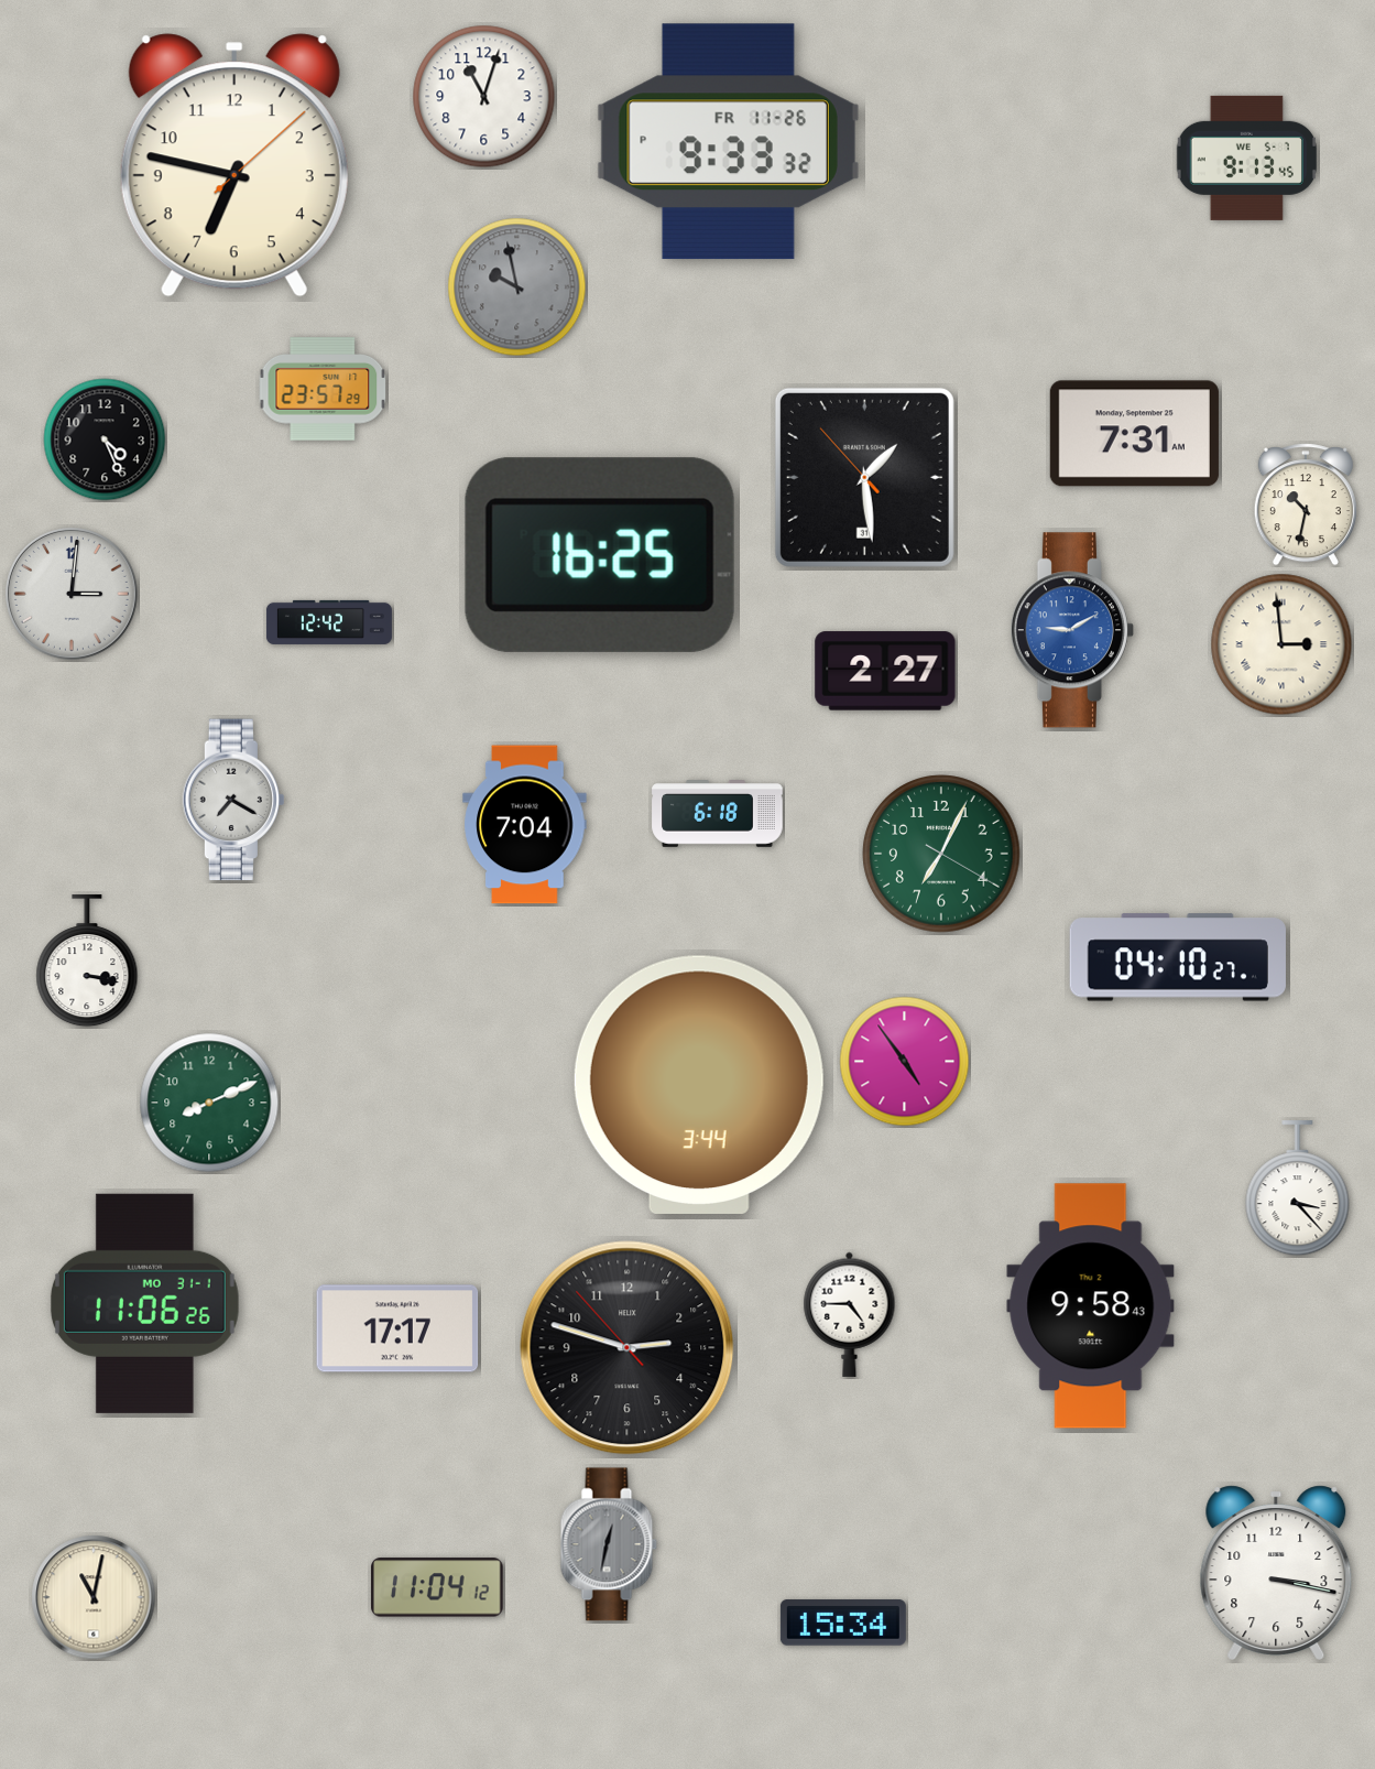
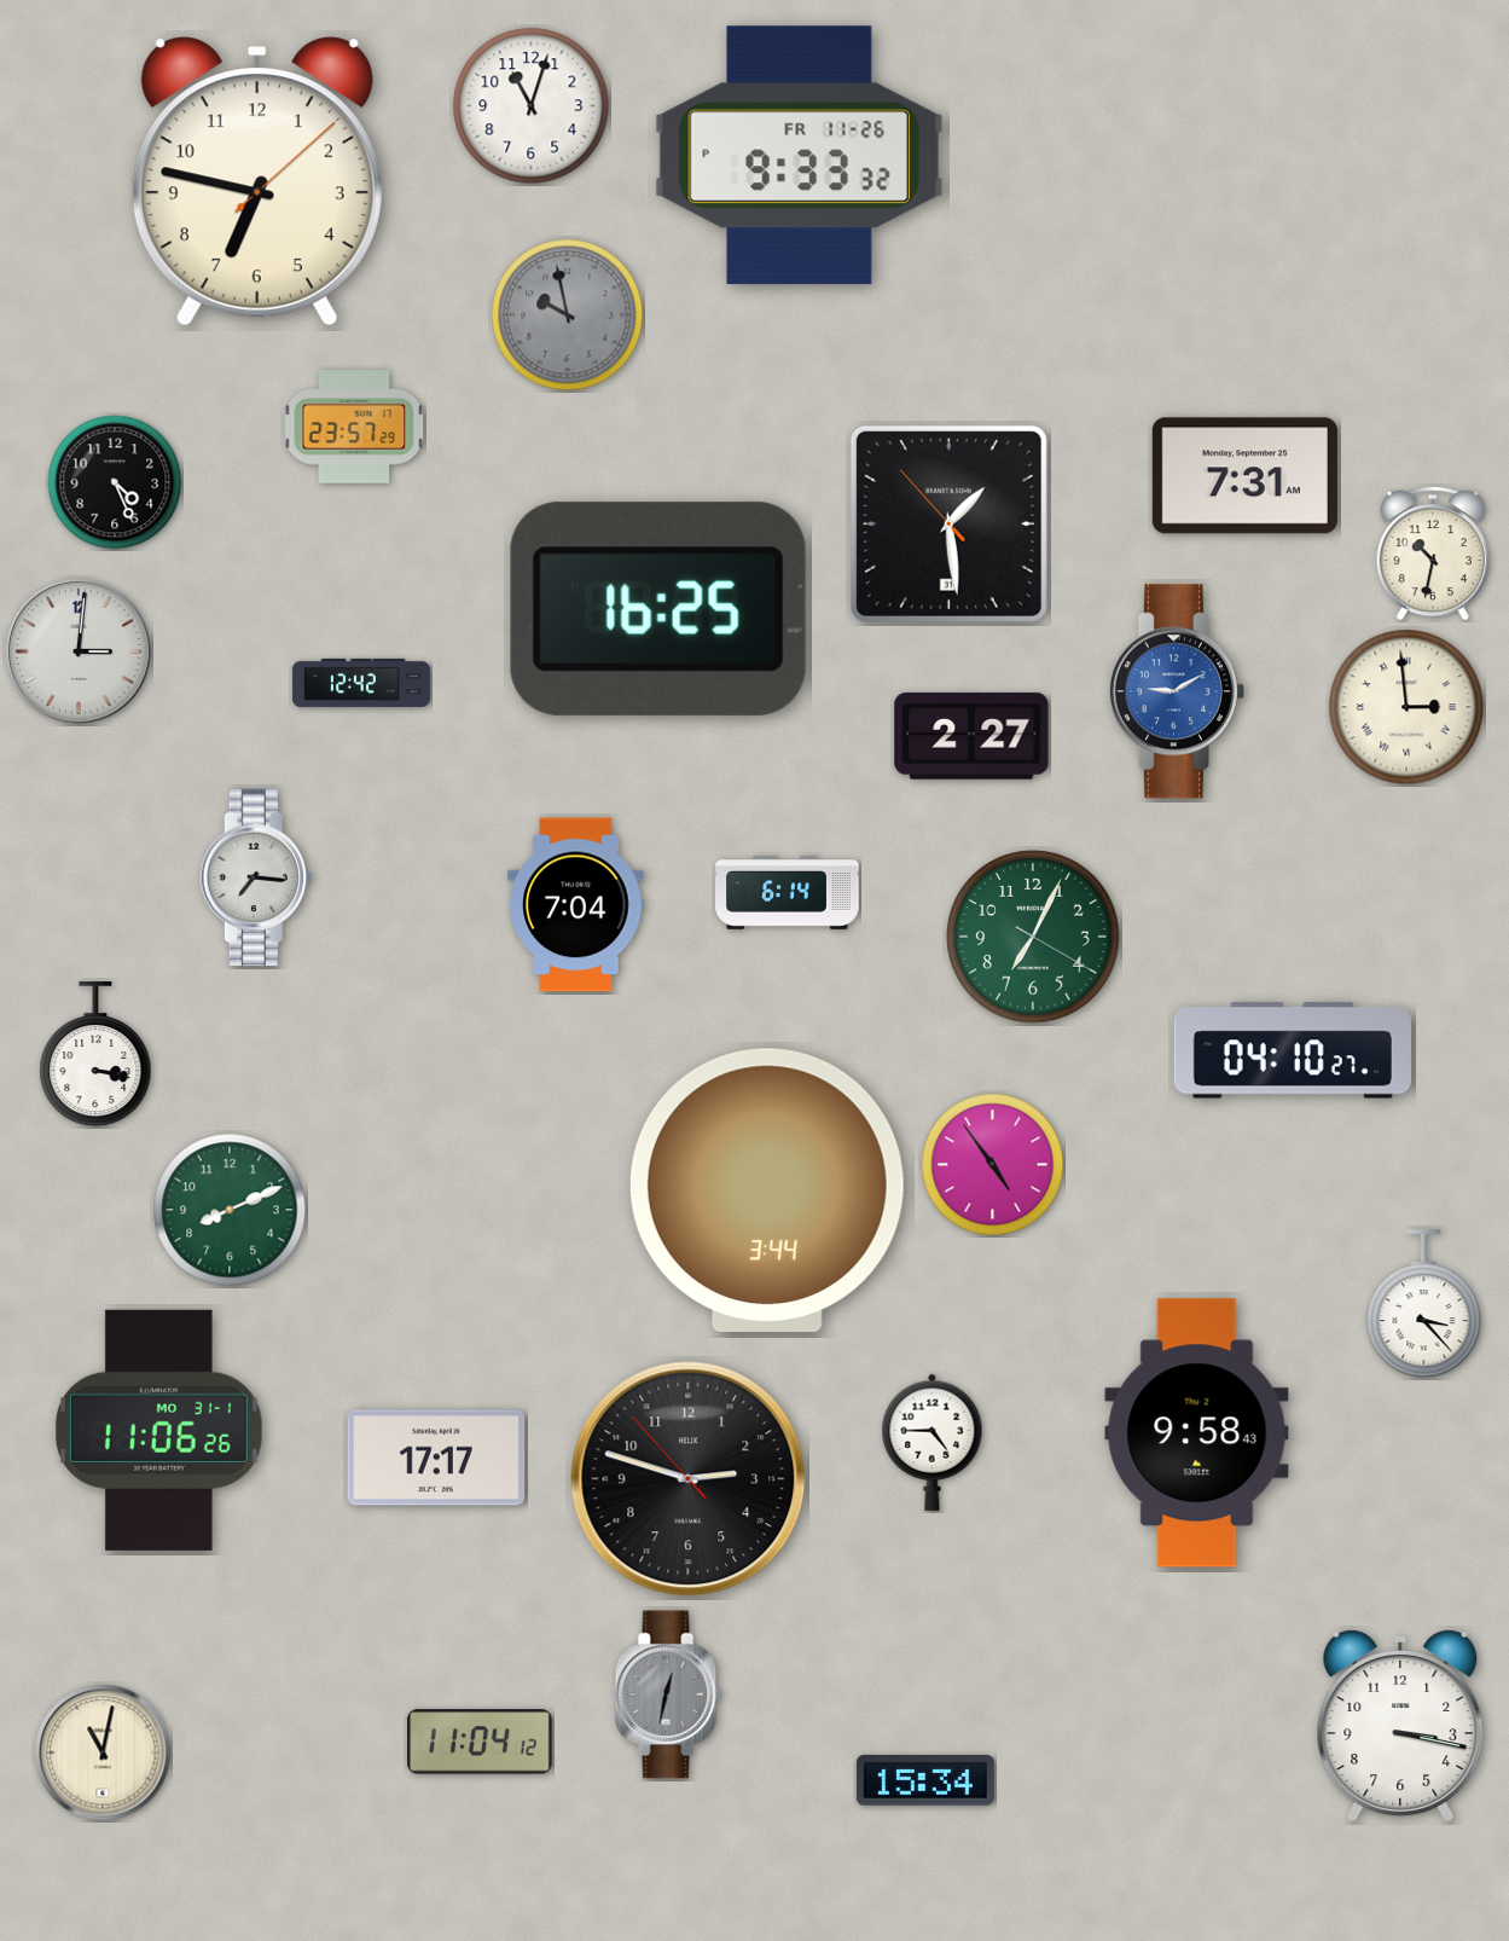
clock at (1246, 158): 9:13 -> none
clock at (232, 800): 7:20 -> 7:16
clock at (718, 814): 6:18 -> 6:14
